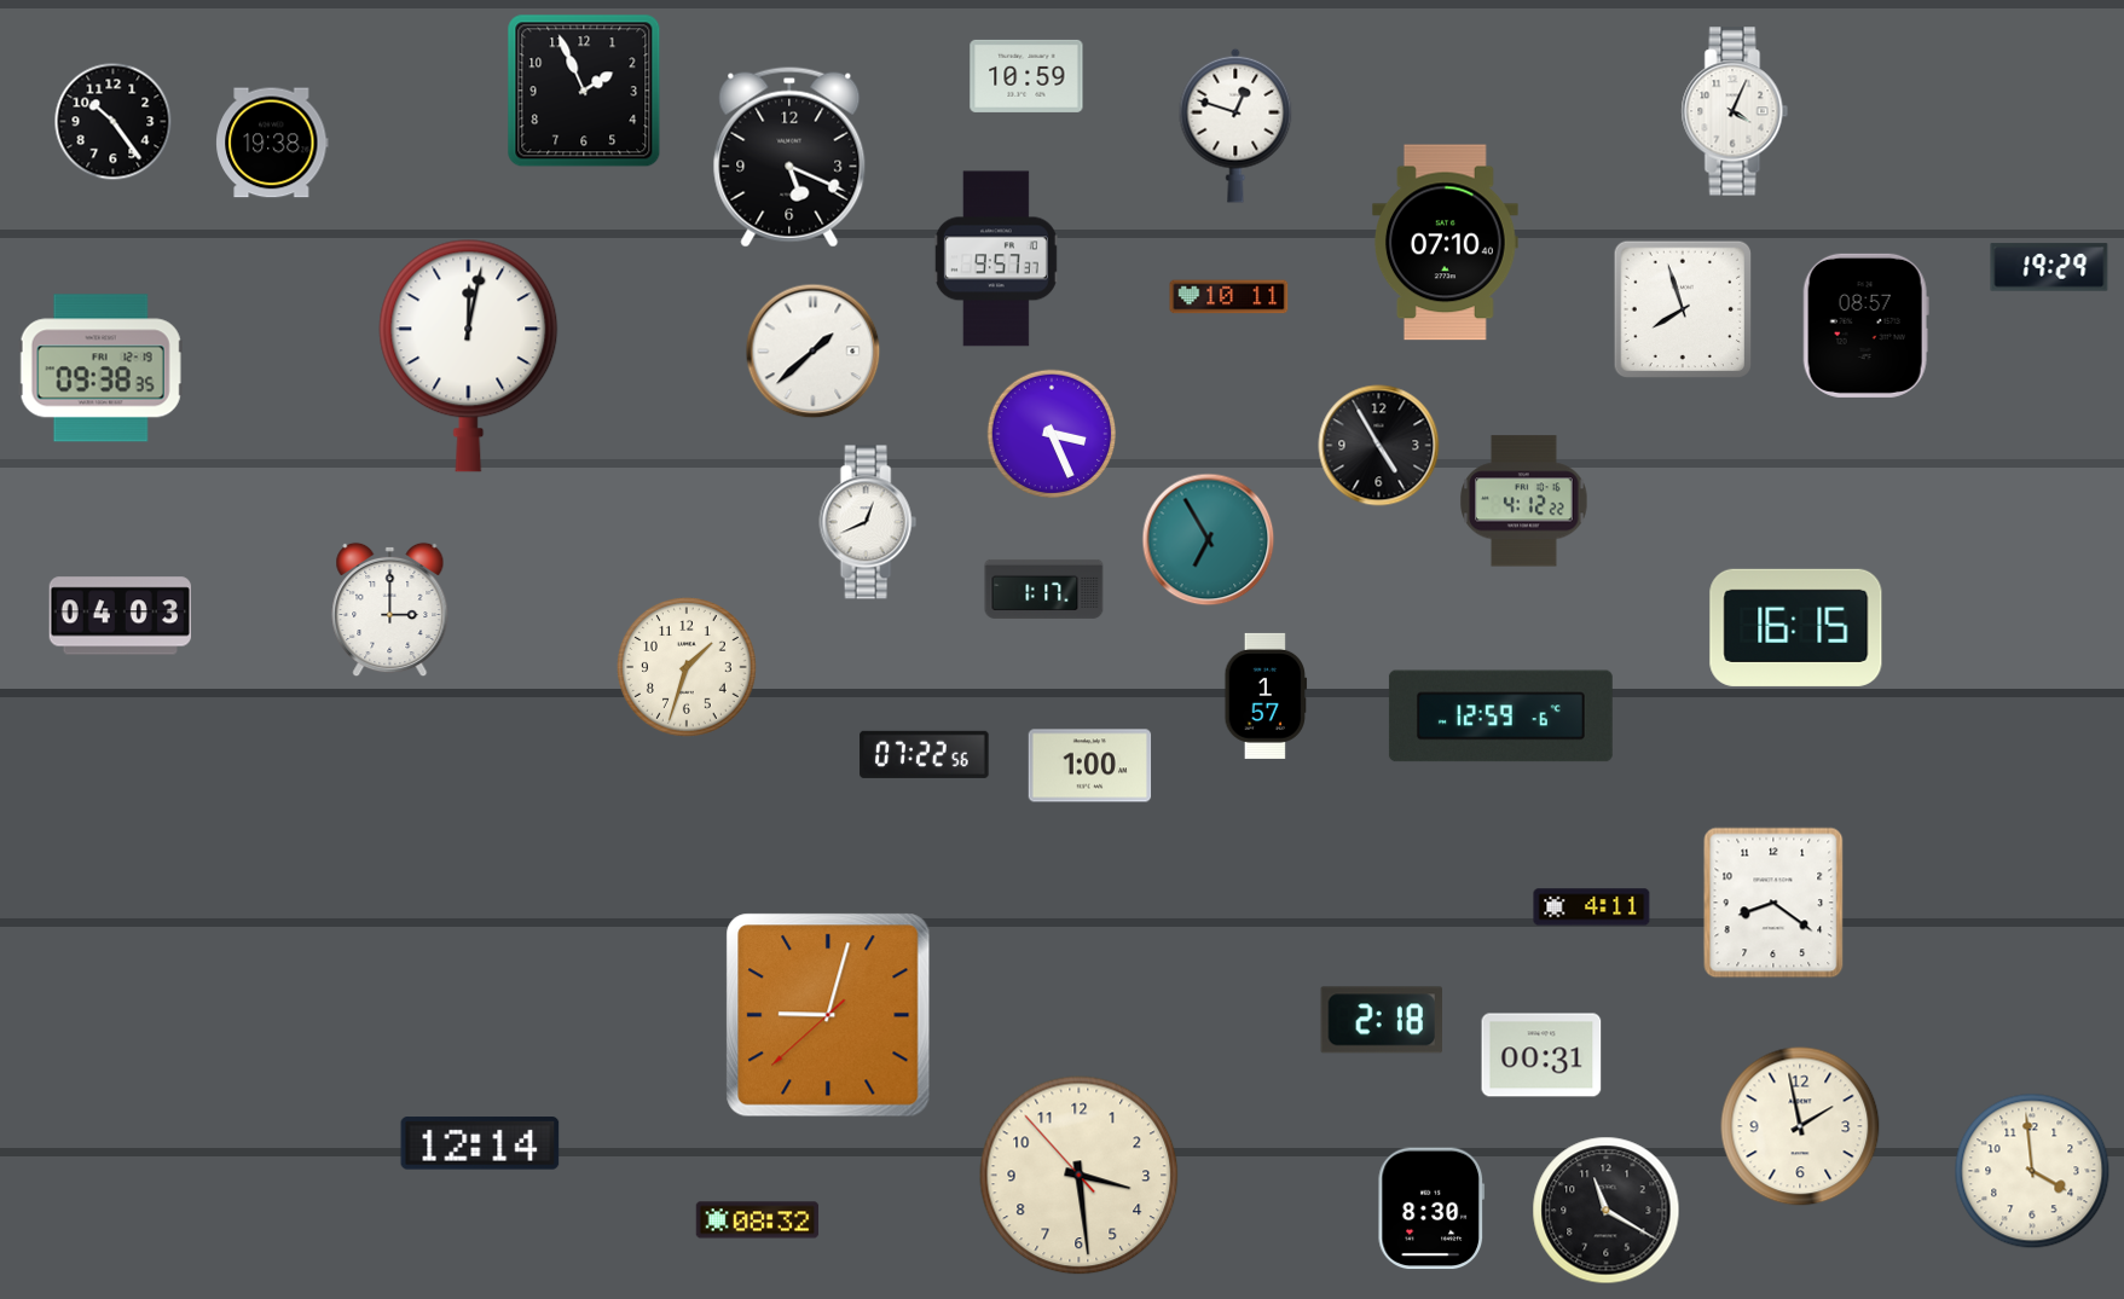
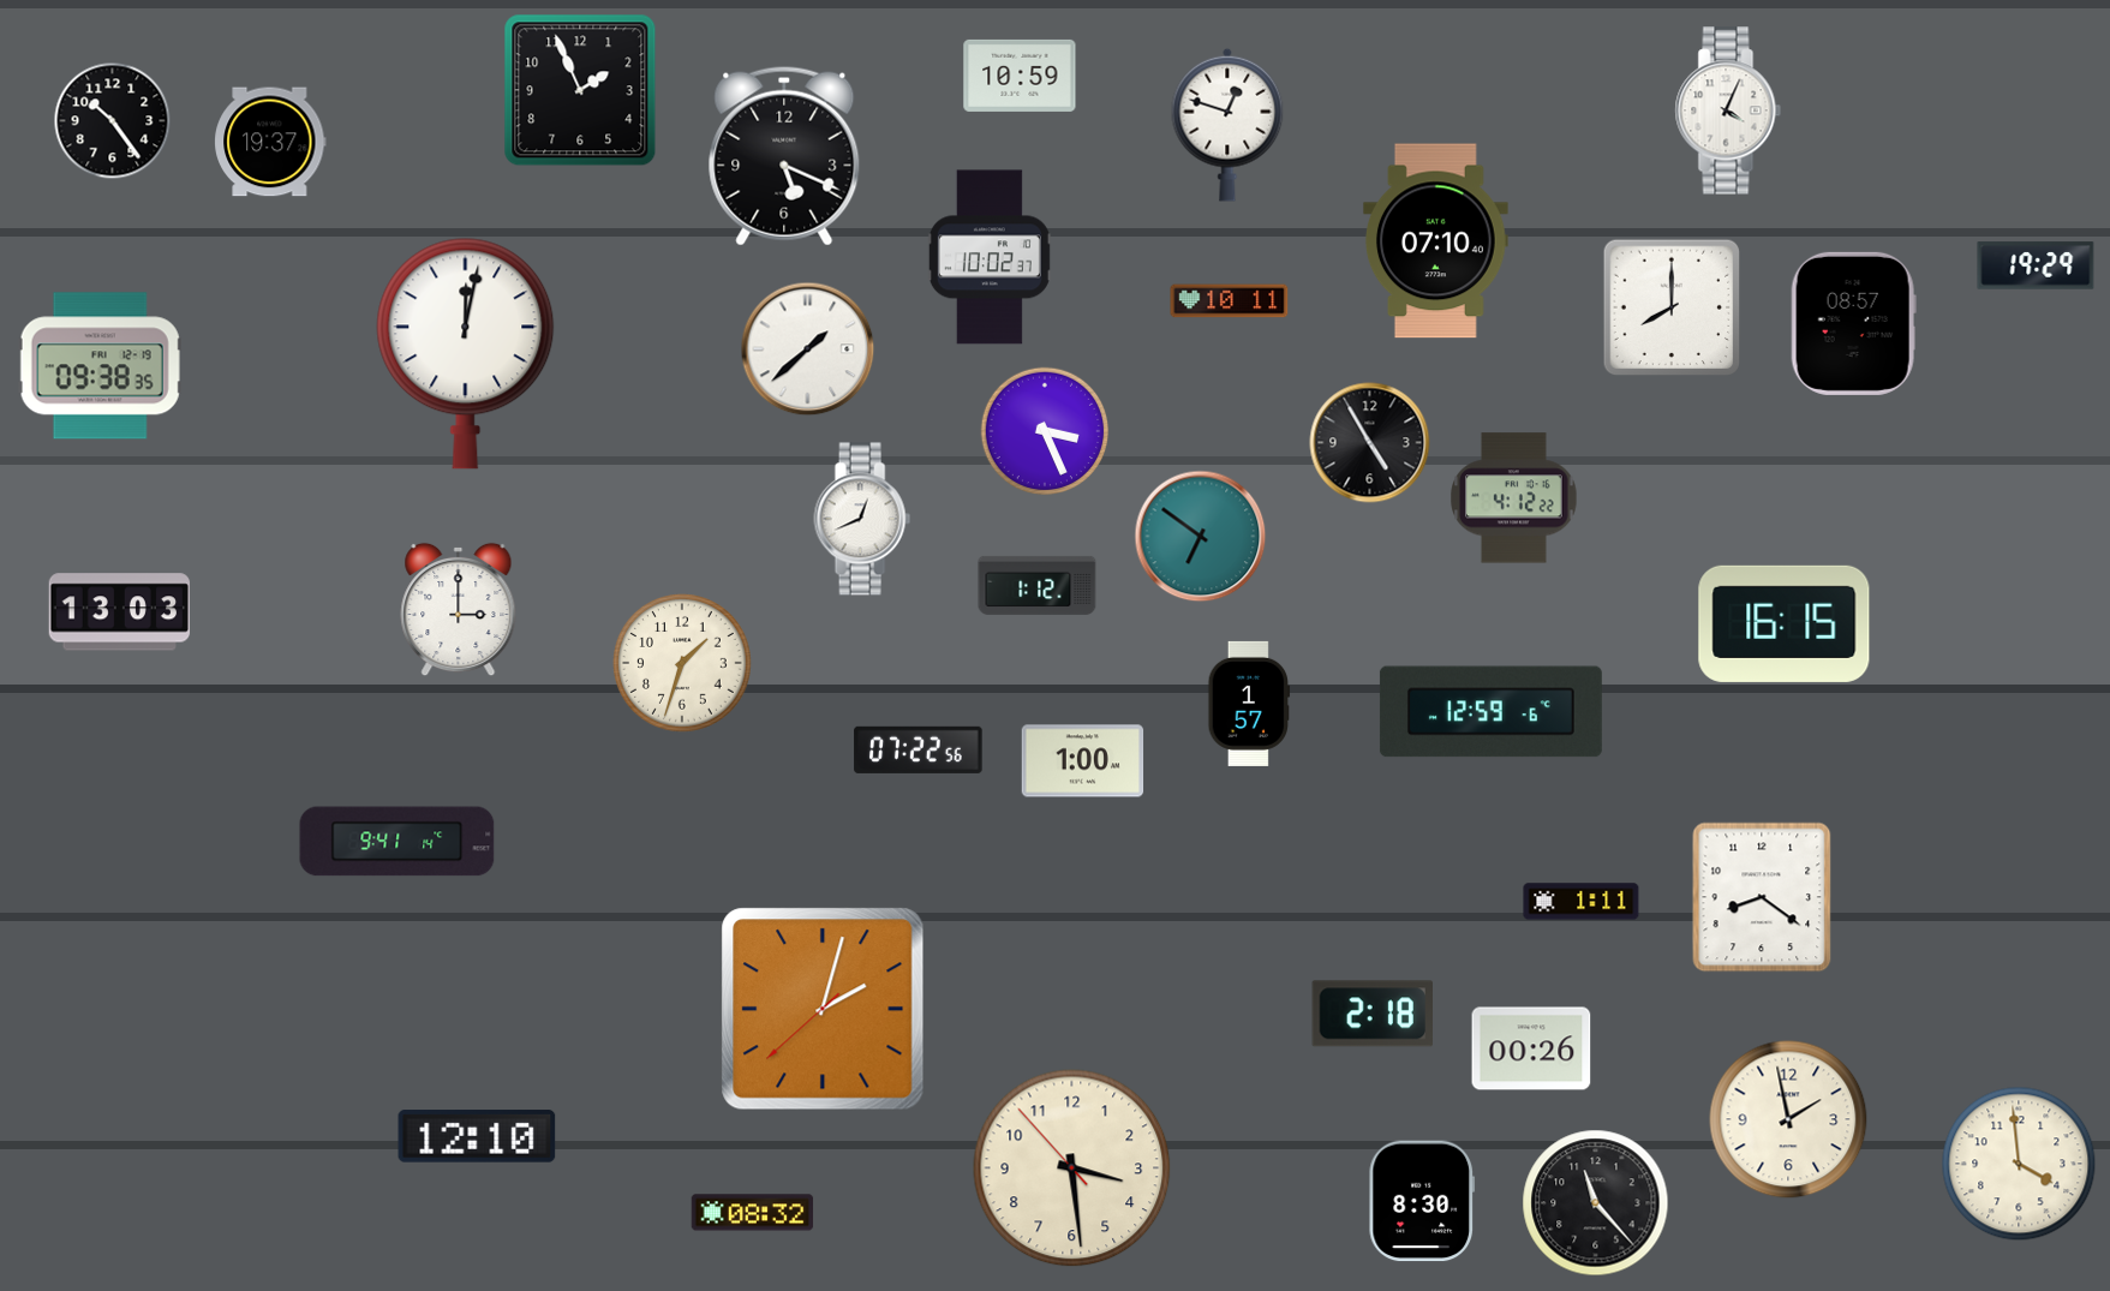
clock at (1735, 111) position: (1735, 111) -> (1728, 110)
clock at (272, 143): 19:38 -> 19:37
clock at (996, 259): 9:57 -> 10:02
clock at (1229, 297) position: (1229, 297) -> (1230, 301)
clock at (1683, 309): 7:57 -> 8:00
clock at (1209, 540): 6:55 -> 6:51
clock at (1044, 588): 1:17 -> 1:12
clock at (390, 610) position: (390, 610) -> (459, 610)
clock at (120, 616): 04:03 -> 13:03
clock at (1266, 696) position: (1266, 696) -> (1249, 704)
clock at (398, 842): none -> 9:41
clock at (1592, 907): 4:11 -> 1:11
clock at (828, 1015): 9:02 -> 2:02
clock at (1541, 1055): 00:31 -> 00:26
clock at (480, 1143): 12:14 -> 12:10
clock at (1607, 1211): 11:20 -> 11:23
